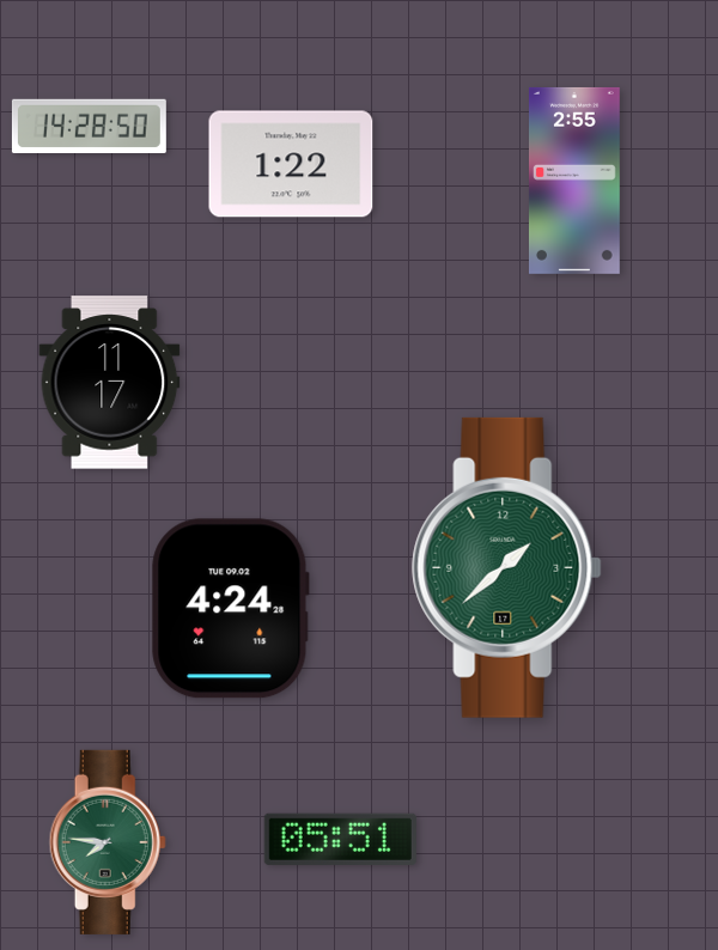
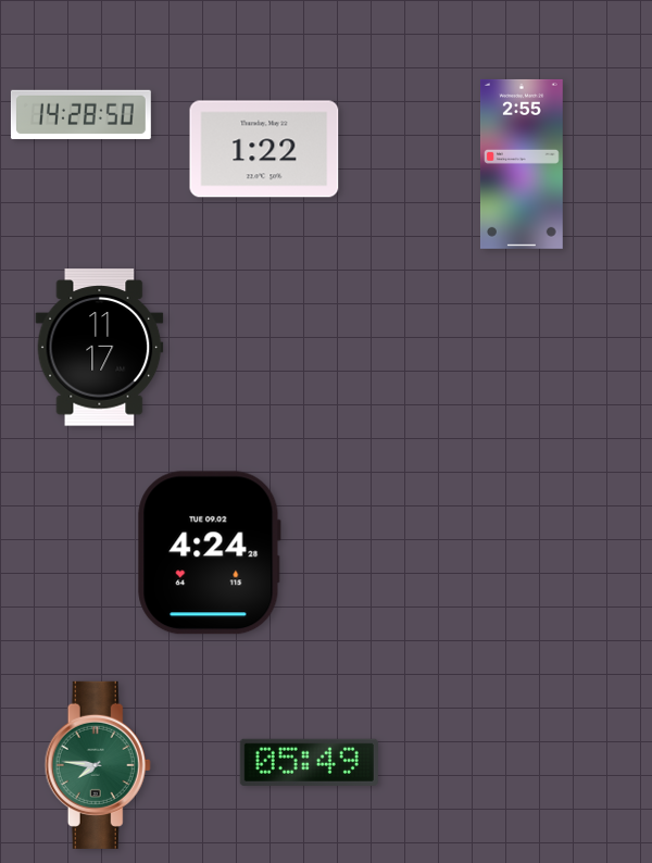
clock at (507, 567): 1:38 -> none
clock at (340, 839): 05:51 -> 05:49
